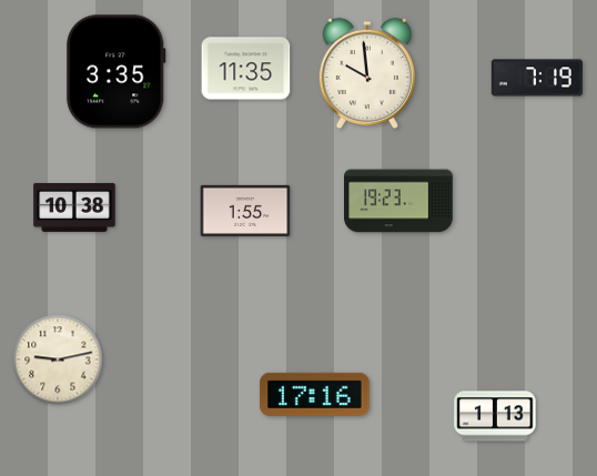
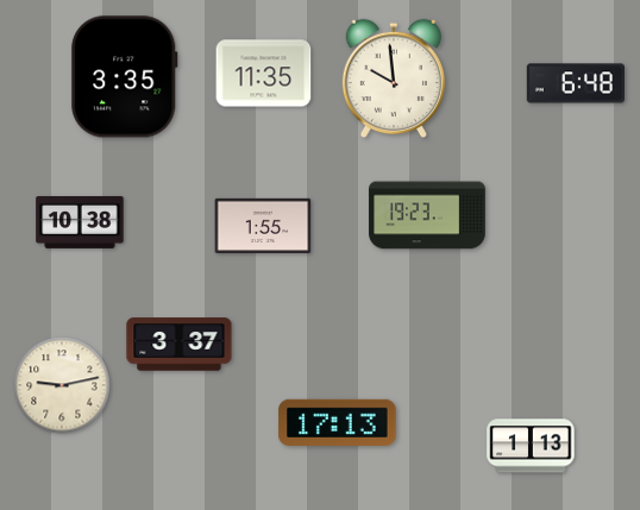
clock at (536, 78): 7:19 -> 6:48
clock at (180, 345): none -> 3:37
clock at (315, 394): 17:16 -> 17:13
